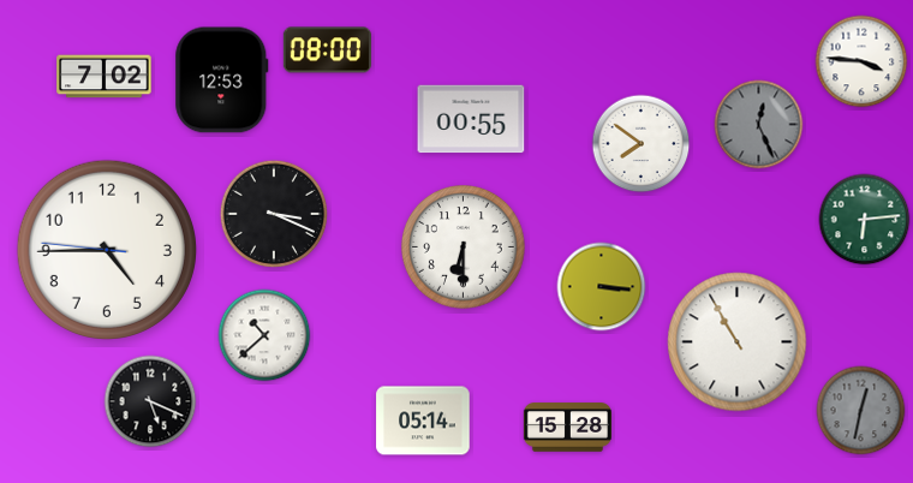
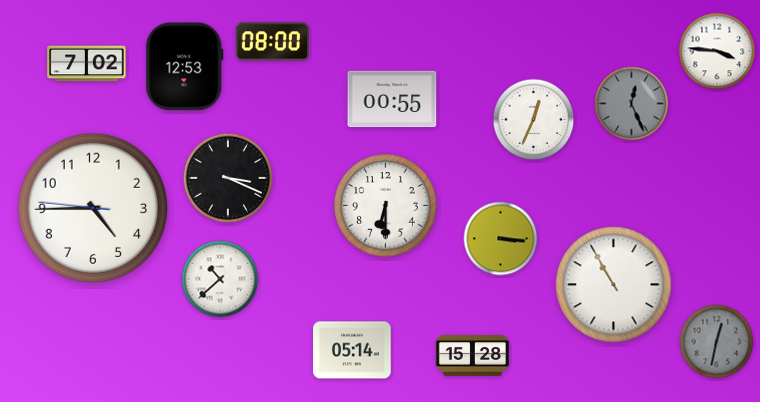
clock at (642, 144): 7:51 -> 12:34
clock at (865, 220): 6:14 -> none
clock at (107, 250) position: (107, 250) -> (93, 208)
clock at (150, 401): 5:19 -> none
